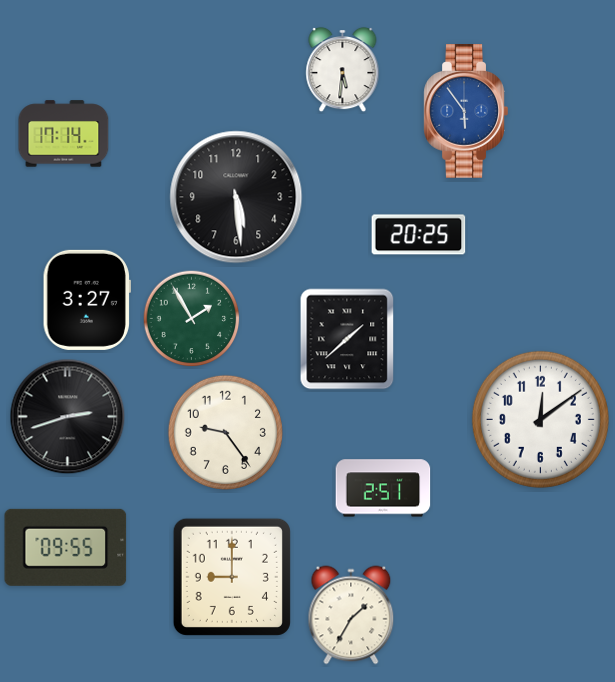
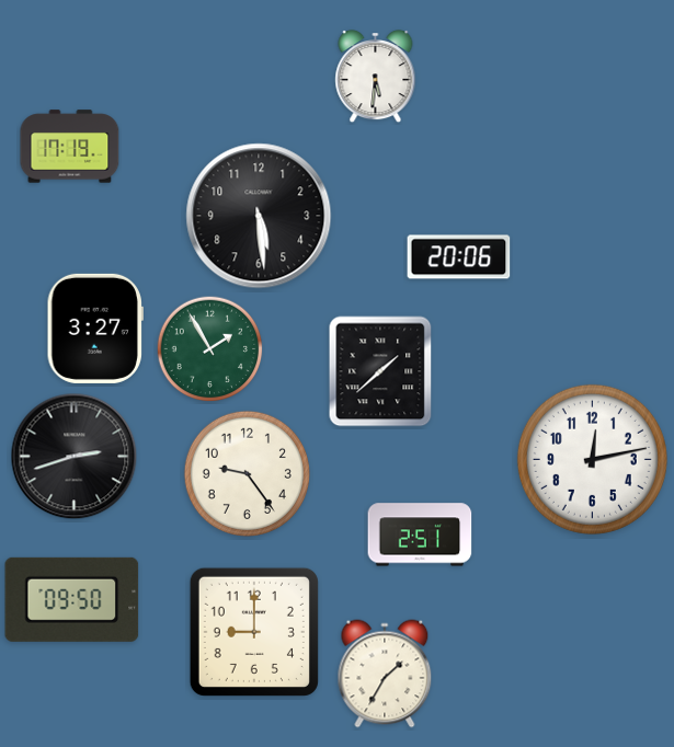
clock at (466, 112): 5:54 -> none
clock at (64, 134): 17:14 -> 17:19
clock at (419, 235): 20:25 -> 20:06
clock at (540, 419): 12:09 -> 12:13
clock at (66, 547): 09:55 -> 09:50
